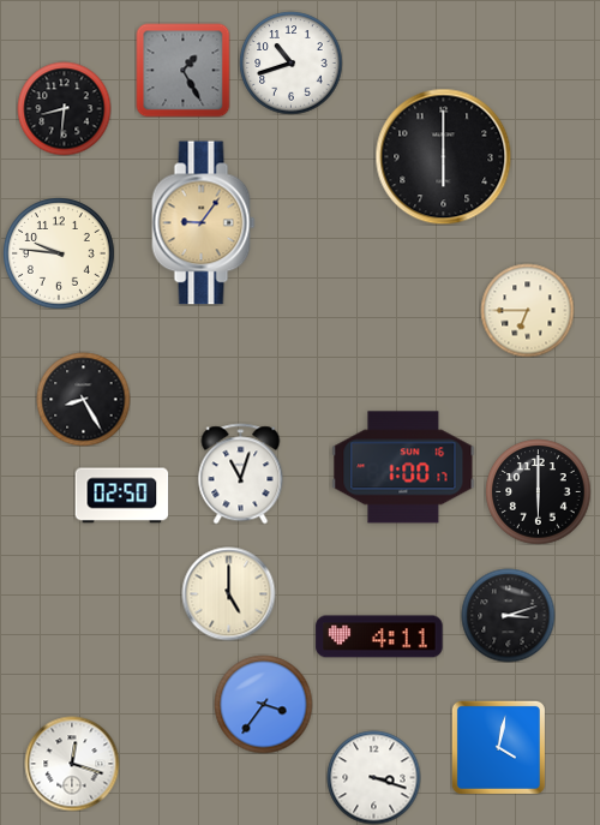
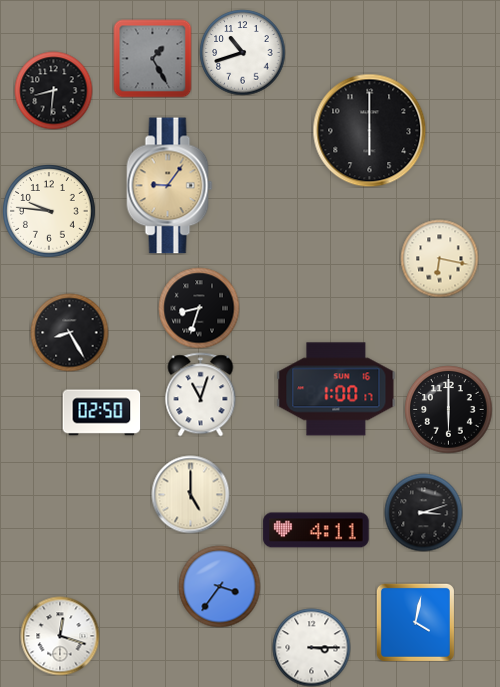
clock at (527, 310): 6:45 -> 6:17
clock at (199, 308): none -> 8:33
clock at (373, 777): 3:18 -> 3:15
